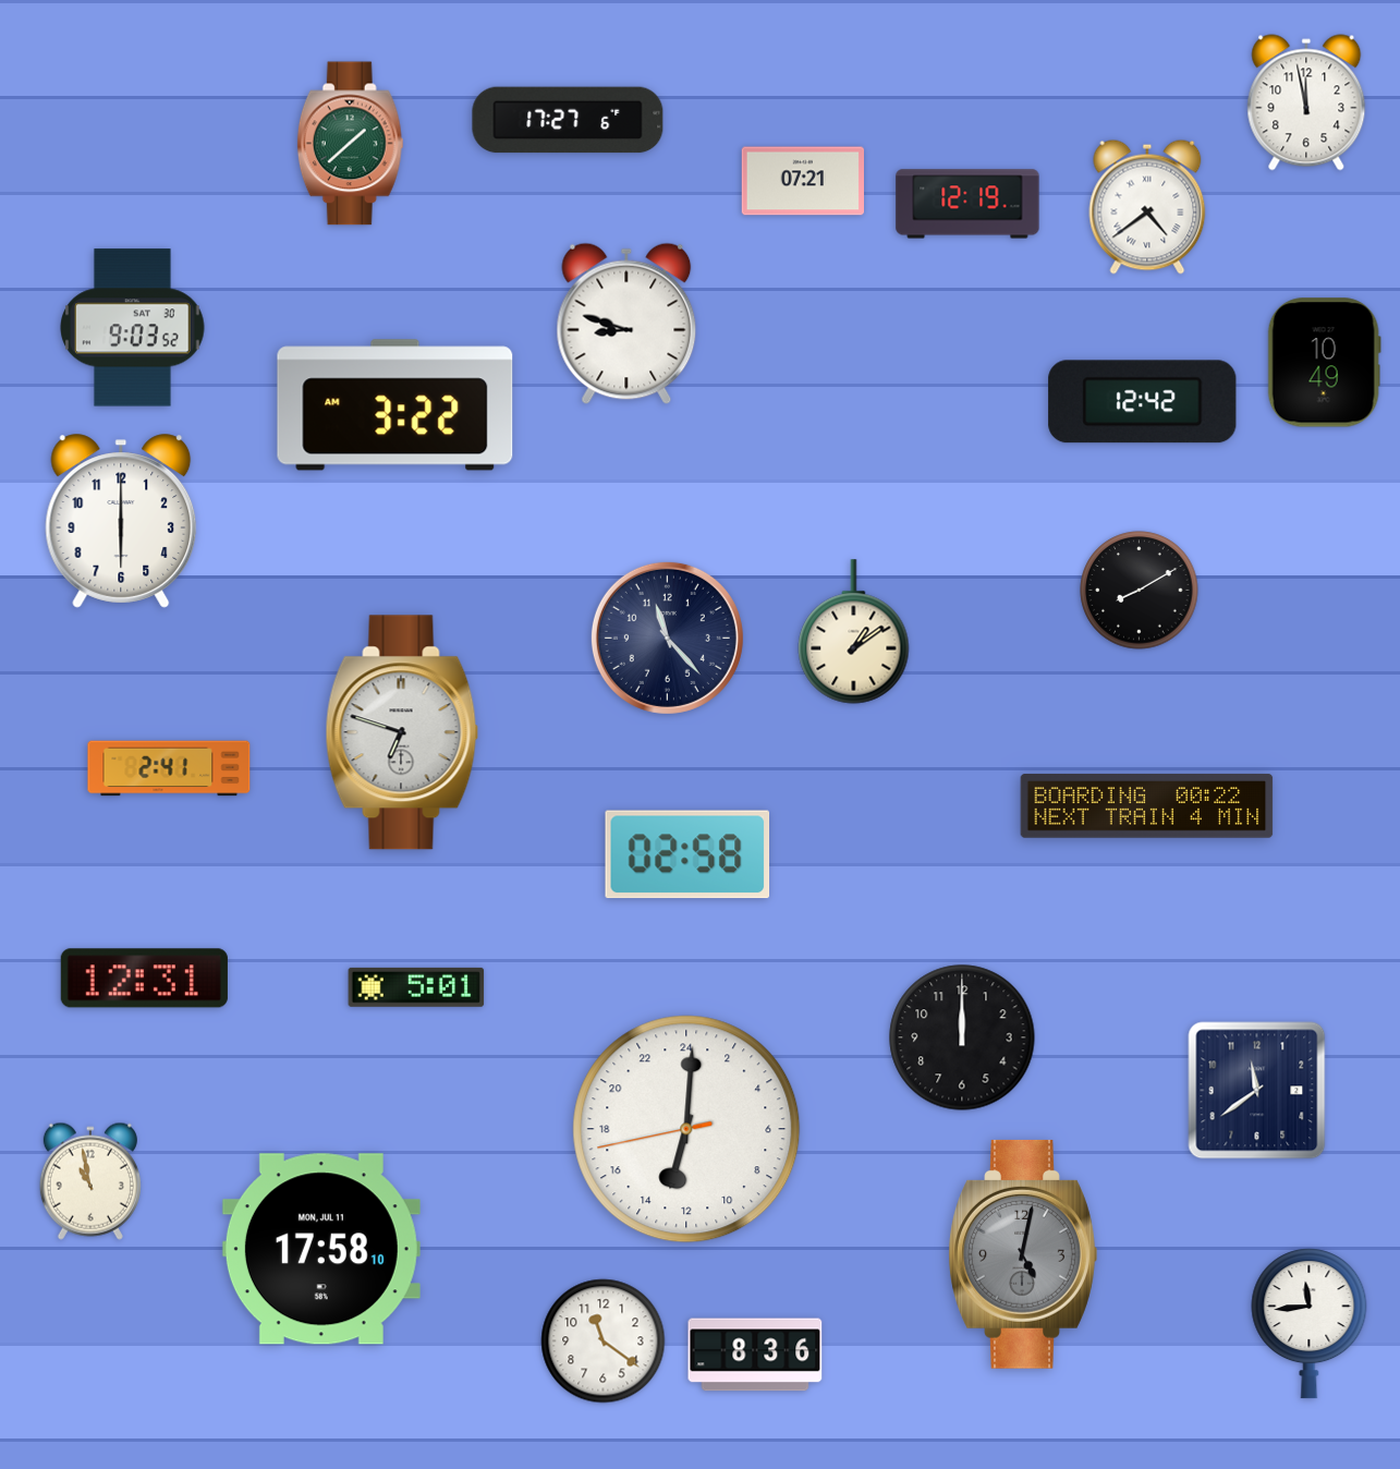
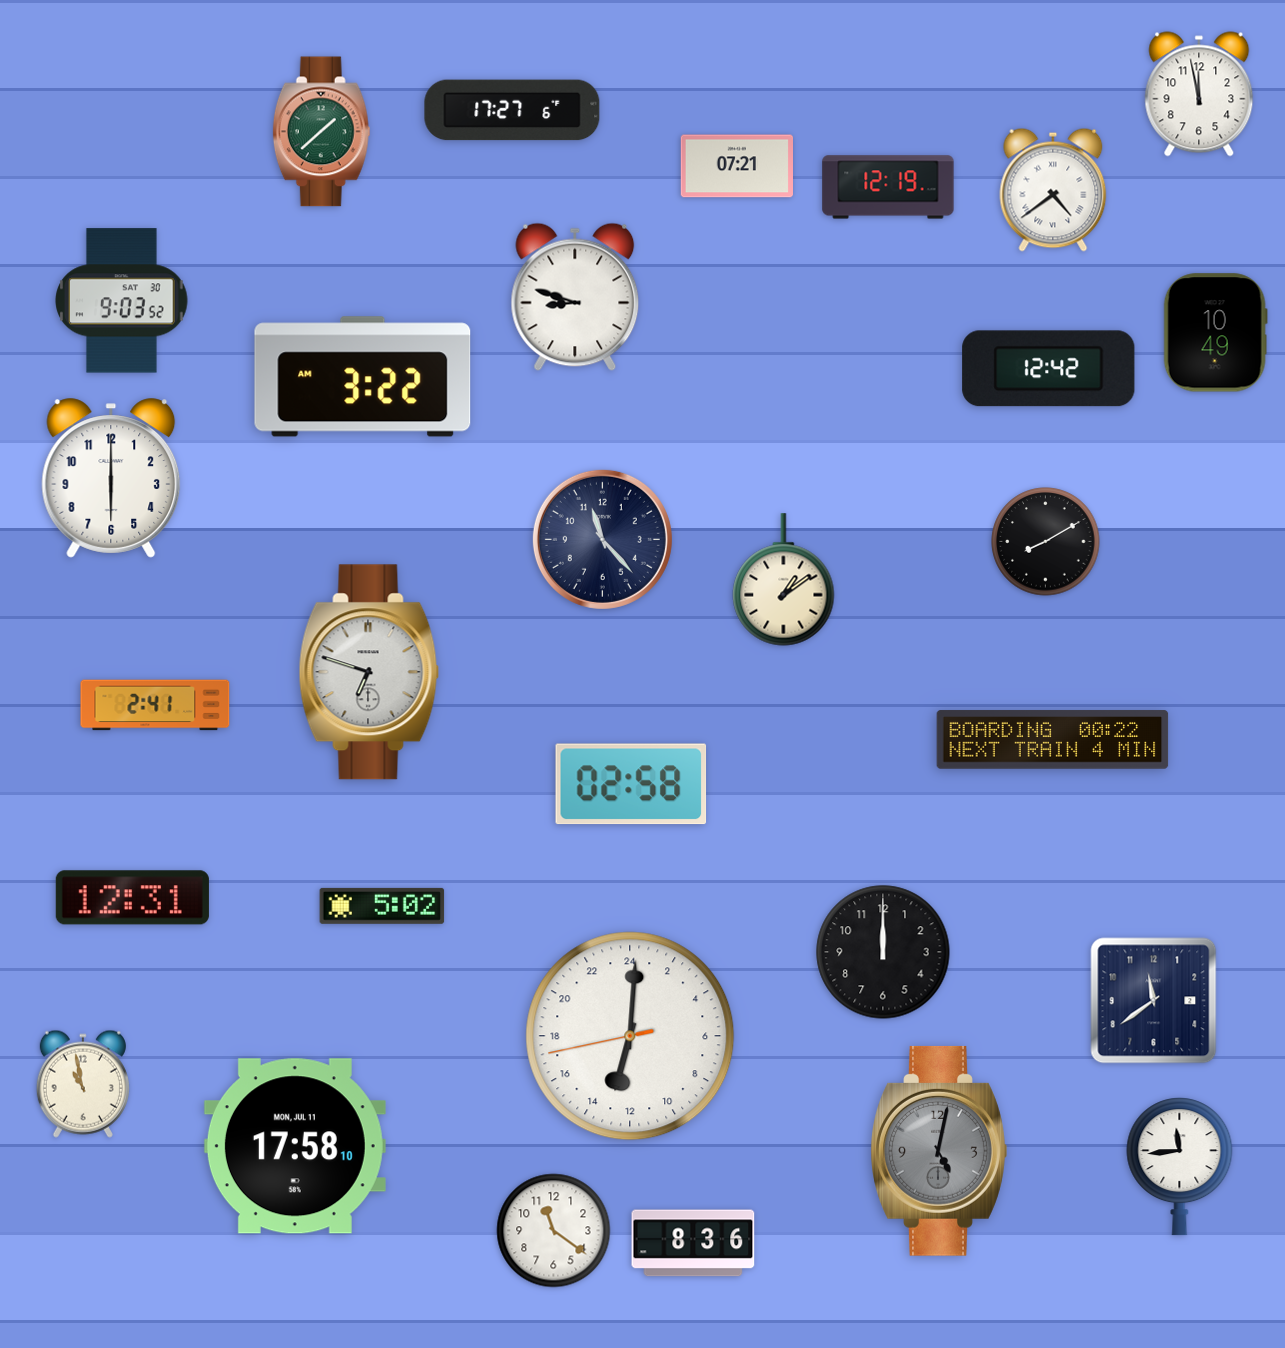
clock at (568, 120) position: (568, 120) -> (512, 110)
clock at (395, 405) position: (395, 405) -> (363, 377)
clock at (667, 638) position: (667, 638) -> (602, 539)
clock at (416, 987): 5:01 -> 5:02
clock at (1310, 1324) position: (1310, 1324) -> (1180, 1167)
